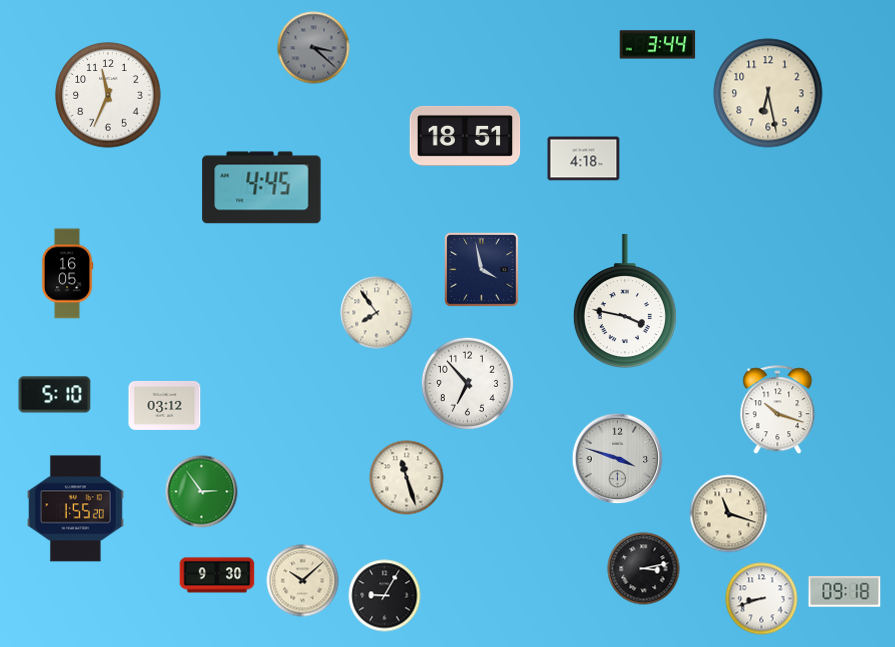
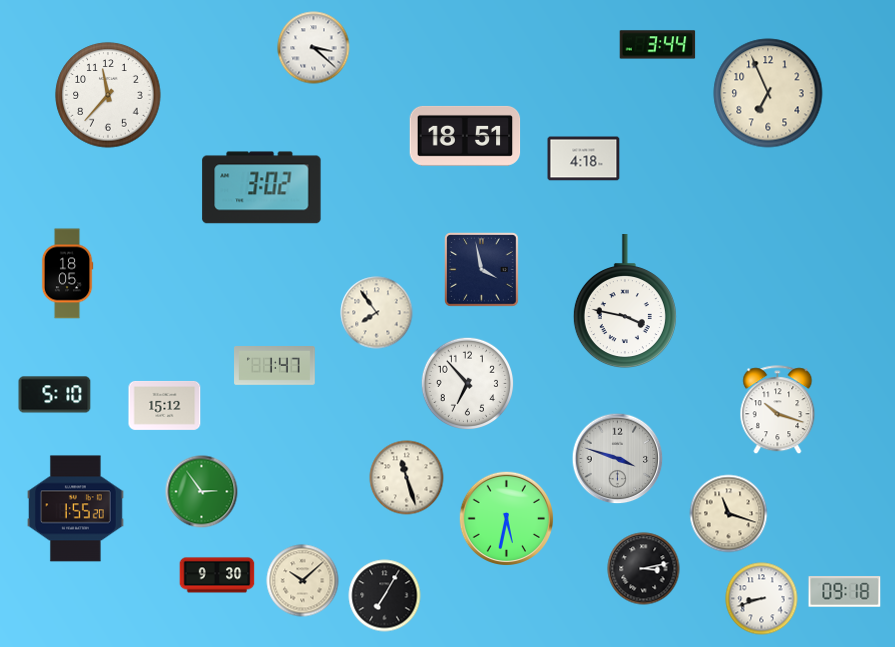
clock at (314, 48) dial: grey -> white
clock at (768, 93): 6:28 -> 6:56
clock at (108, 95): 11:34 -> 11:37
clock at (262, 188): 4:45 -> 3:02
clock at (67, 274): 16:05 -> 18:05
clock at (275, 366): none -> 1:47
clock at (165, 405): 03:12 -> 15:12
clock at (507, 519): none -> 5:32
clock at (385, 596): 9:05 -> 7:05
